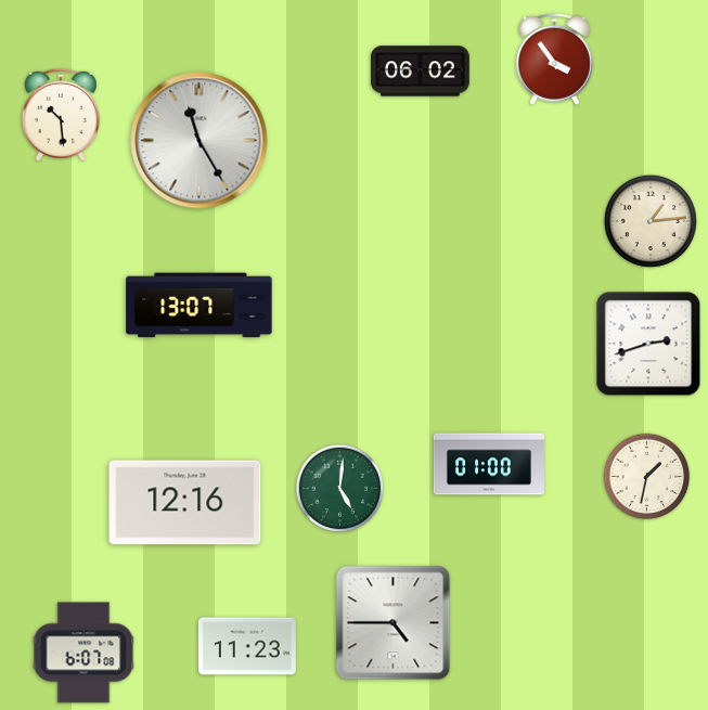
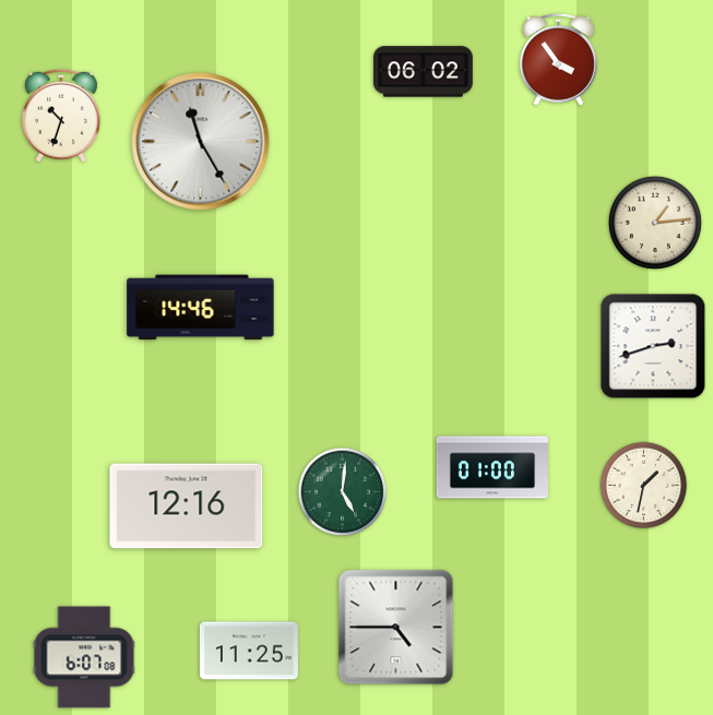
clock at (61, 115): 10:29 -> 10:33
clock at (199, 306): 13:07 -> 14:46
clock at (647, 477) position: (647, 477) -> (644, 486)
clock at (247, 646): 11:23 -> 11:25
